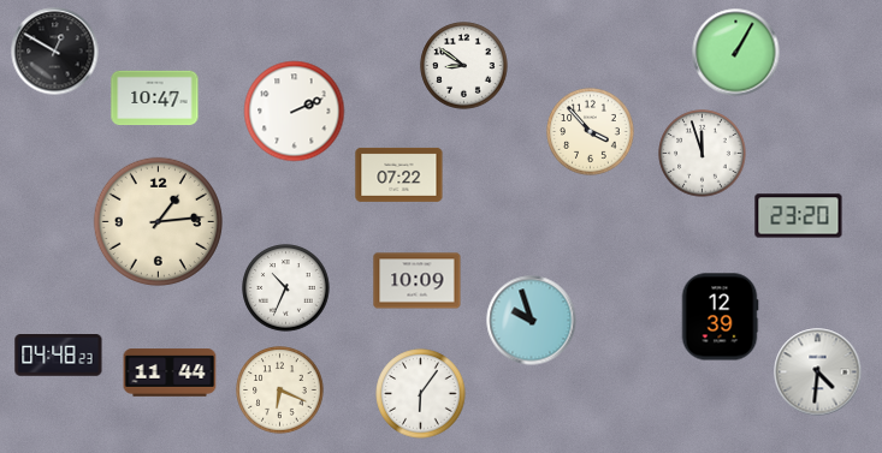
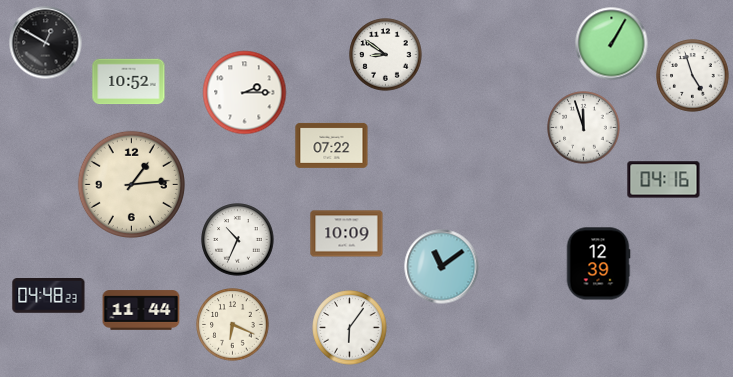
clock at (693, 76): none -> 4:57
clock at (155, 99): 10:47 -> 10:52
clock at (295, 112): 2:11 -> 2:15
clock at (591, 132): 3:53 -> none
clock at (799, 216): 23:20 -> 04:16
clock at (532, 321): 9:57 -> 11:09
clock at (818, 372): 4:31 -> none
